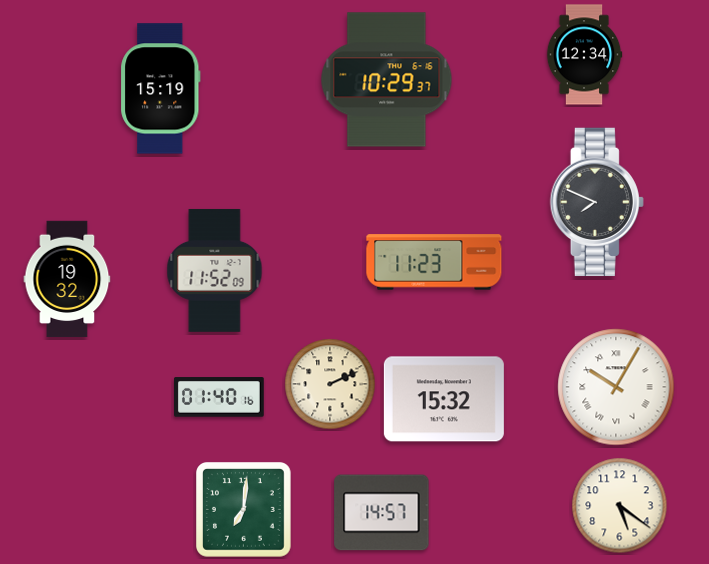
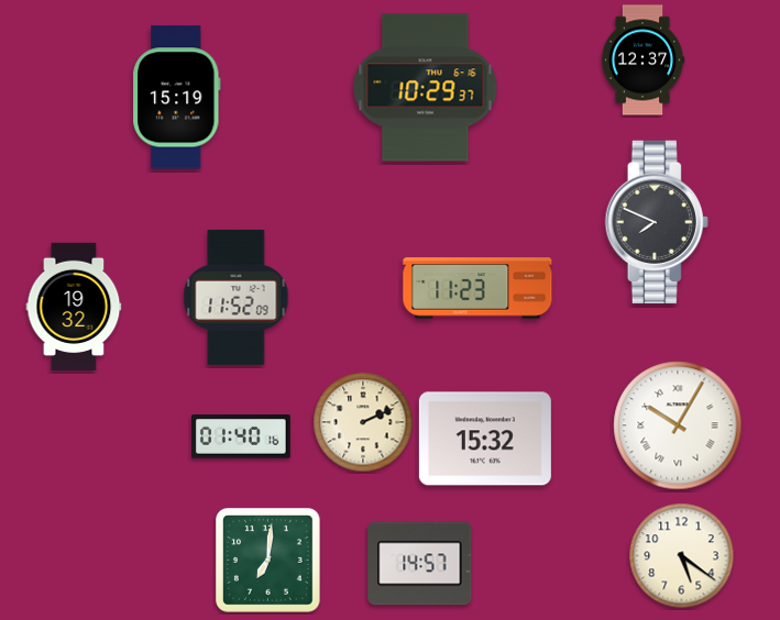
clock at (584, 55): 12:34 -> 12:37
clock at (444, 399) position: (444, 399) -> (485, 439)
